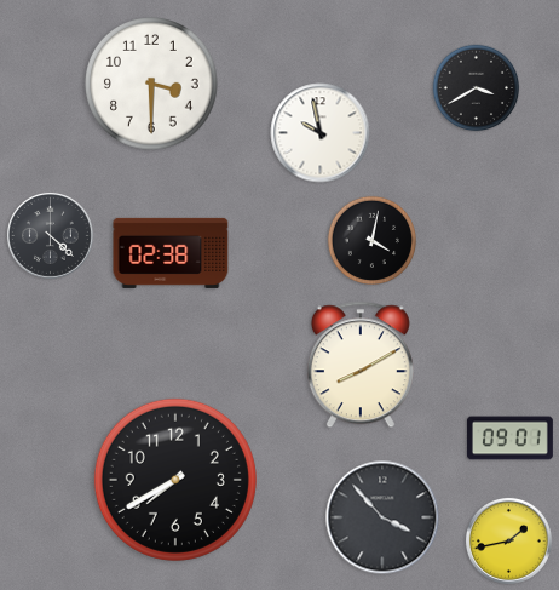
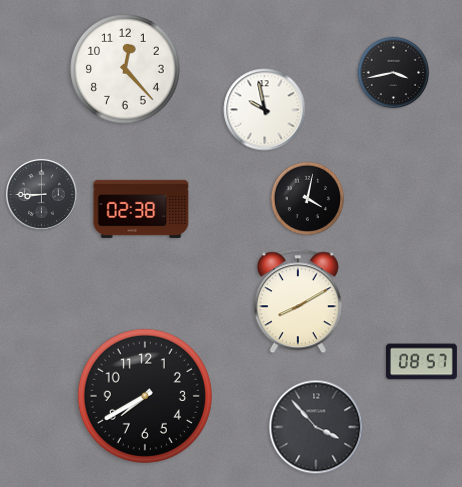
clock at (152, 85): 3:30 -> 12:23
clock at (477, 88): 3:40 -> 3:43
clock at (50, 235): 4:22 -> 8:45
clock at (509, 439): 09:01 -> 08:57
clock at (508, 540): 1:43 -> none
